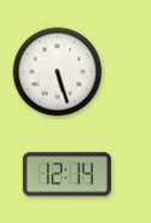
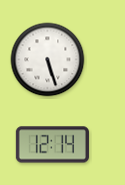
clock at (66, 175) position: (66, 175) -> (52, 145)
